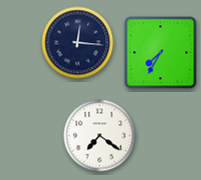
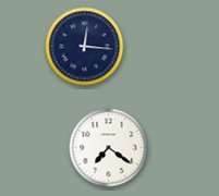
clock at (161, 53): 7:35 -> none
